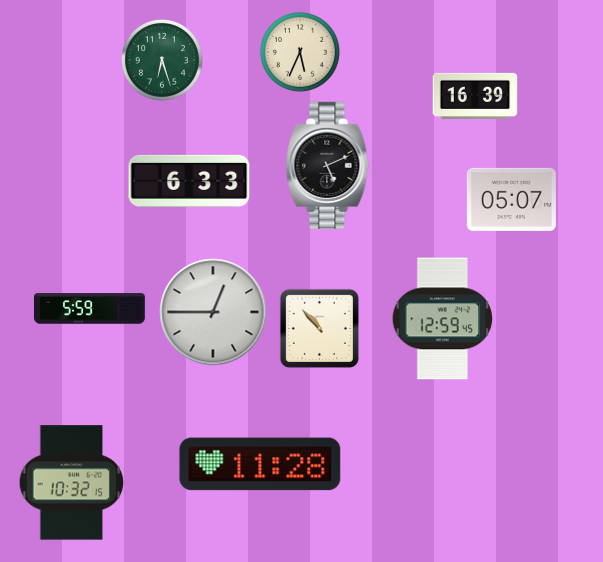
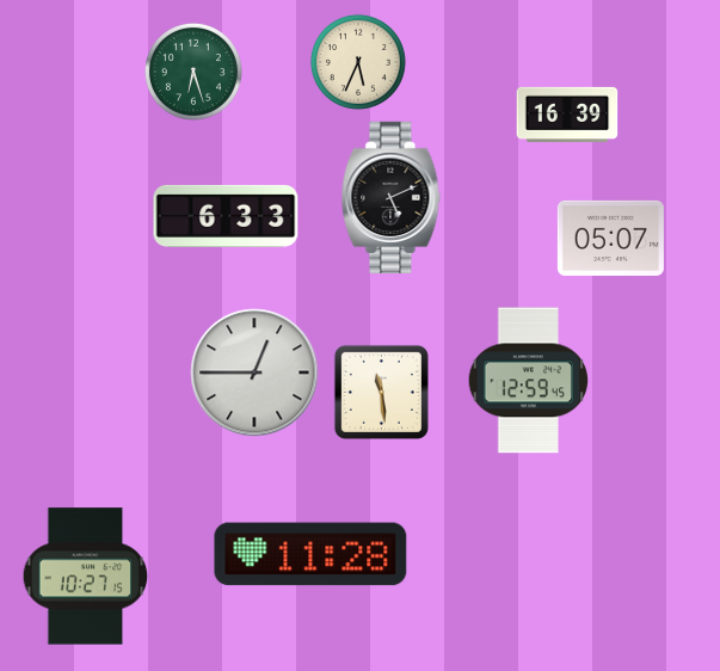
clock at (90, 309): 5:59 -> none
clock at (319, 328): 10:53 -> 11:29
clock at (72, 483): 10:32 -> 10:27
